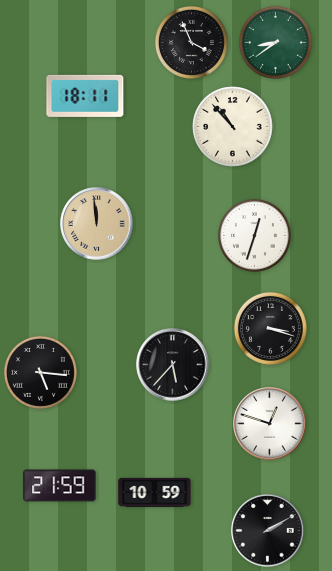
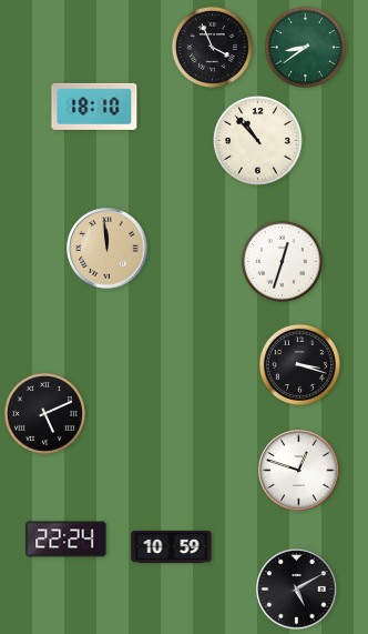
clock at (85, 96): 18:11 -> 18:10
clock at (173, 365): 5:37 -> none
clock at (40, 372): 5:16 -> 5:11
clock at (60, 486): 21:59 -> 22:24
clock at (268, 531): 2:10 -> 5:10
